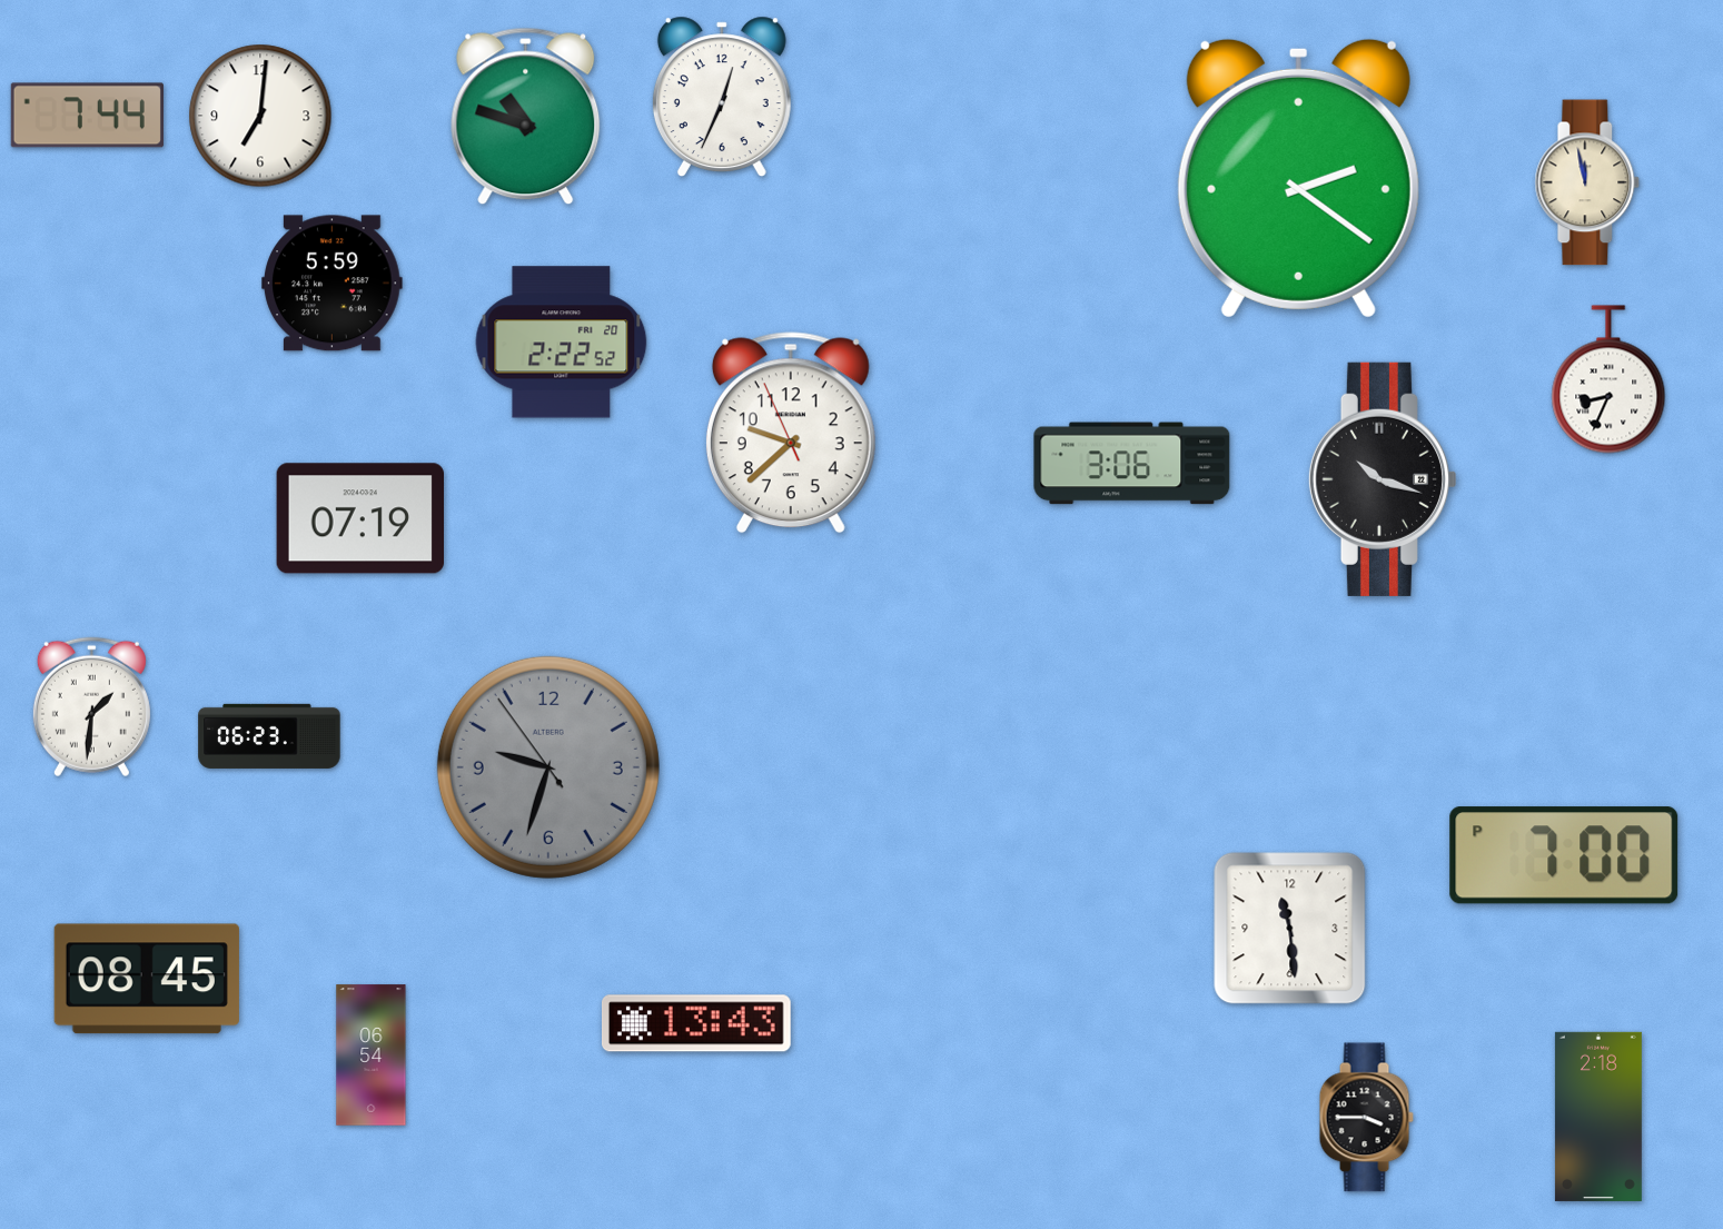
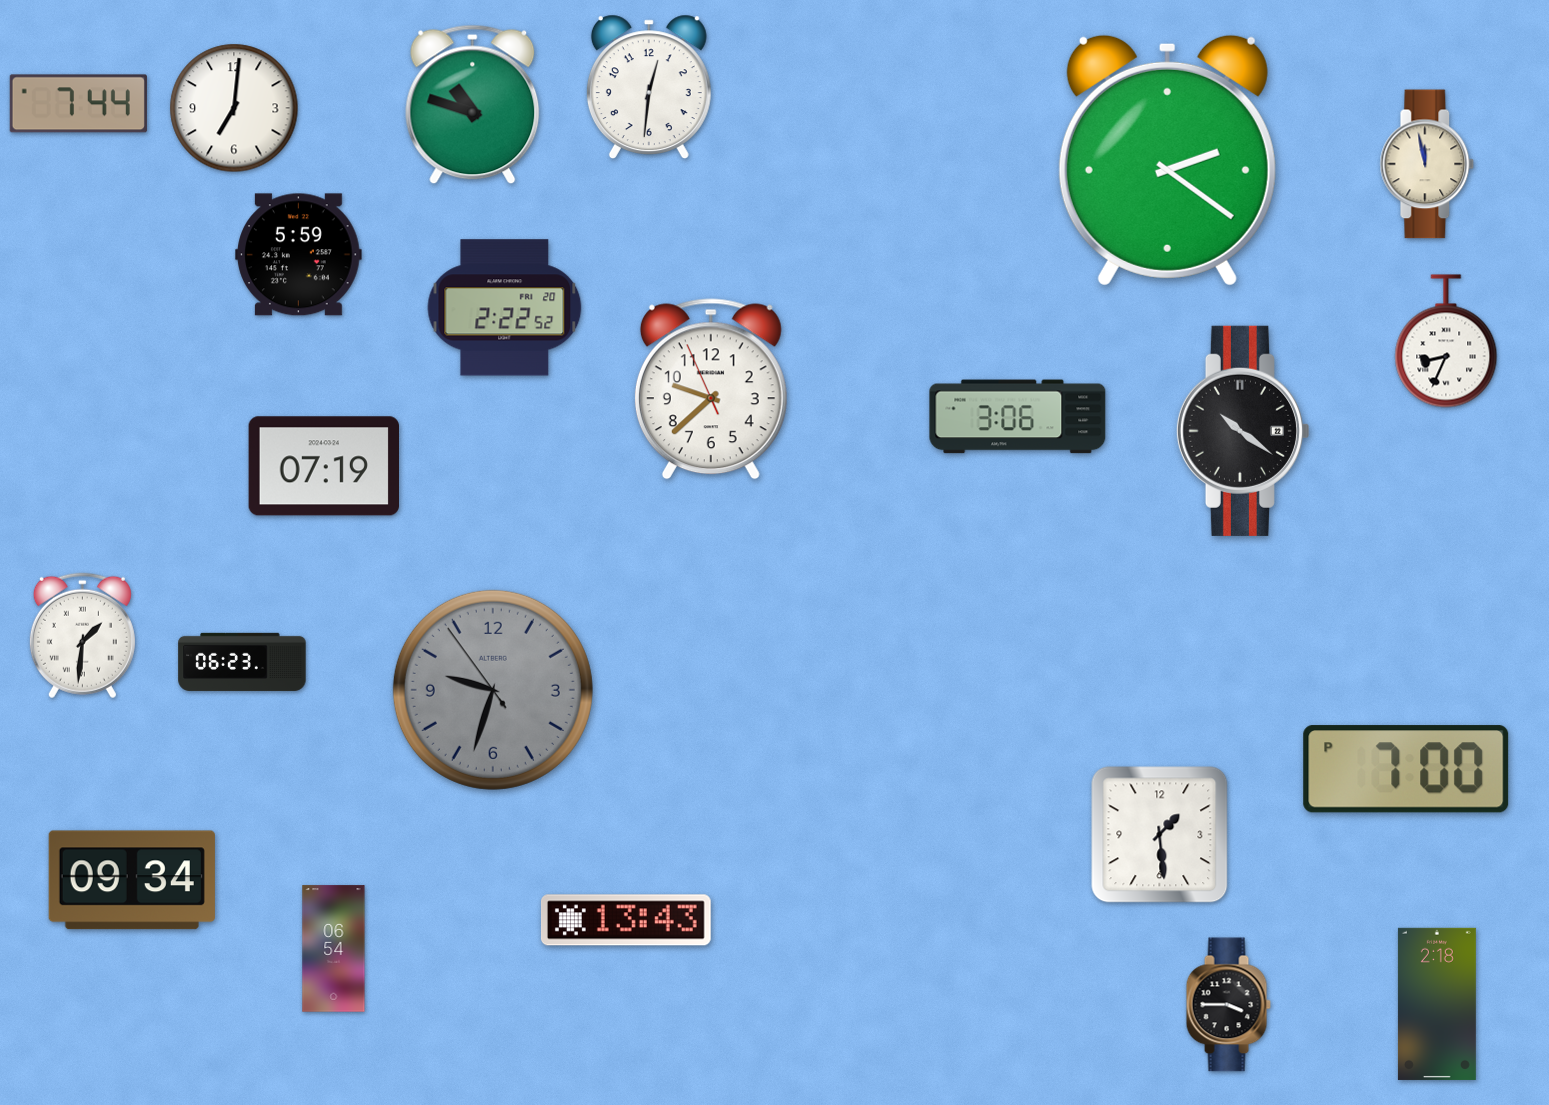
clock at (722, 96): 12:34 -> 12:31
clock at (260, 116) position: (260, 116) -> (234, 108)
clock at (1382, 479): 10:18 -> 10:21
clock at (1290, 929): 11:29 -> 1:29
clock at (147, 979): 08:45 -> 09:34
